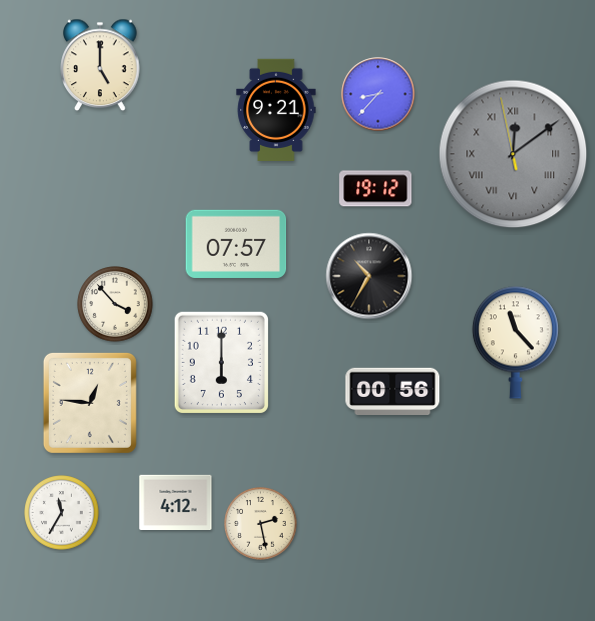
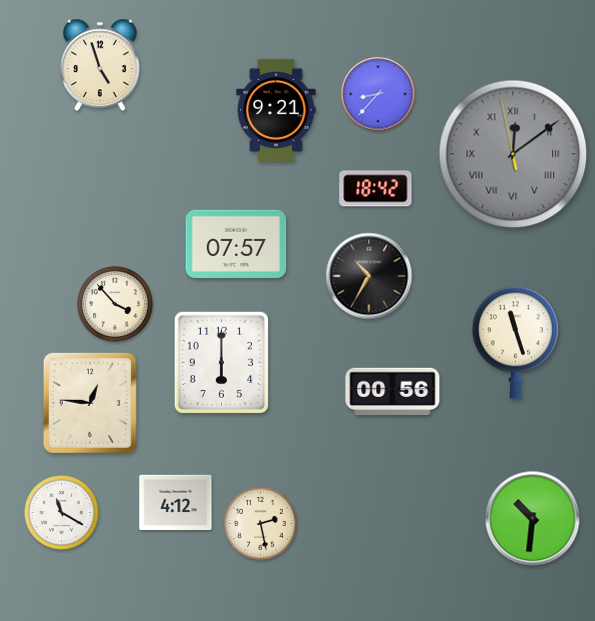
clock at (100, 65): 5:00 -> 4:57
clock at (376, 189): 19:12 -> 18:42
clock at (515, 342): 11:23 -> 11:27
clock at (62, 513): 11:35 -> 11:20
clock at (533, 519): none -> 10:31
